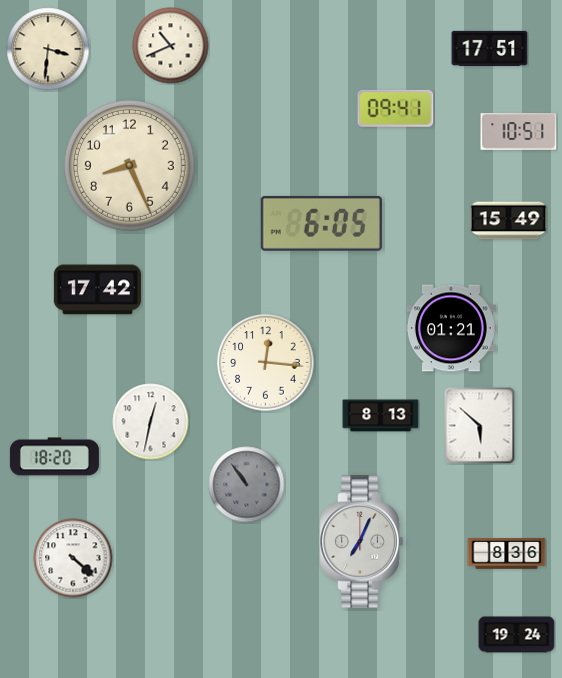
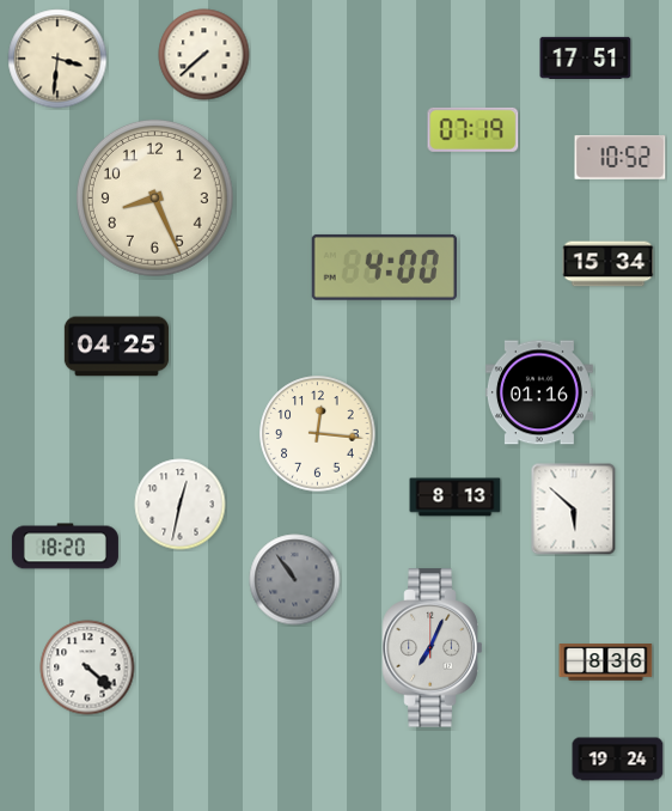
clock at (171, 46): 10:41 -> 7:38
clock at (396, 108): 09:41 -> 07:19
clock at (519, 132): 10:51 -> 10:52
clock at (509, 221): 15:49 -> 15:34
clock at (321, 223): 6:05 -> 4:00
clock at (97, 290): 17:42 -> 04:25
clock at (451, 328): 01:21 -> 01:16
